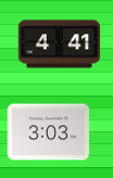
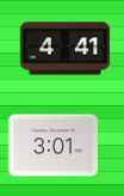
clock at (49, 132): 3:03 -> 3:01
